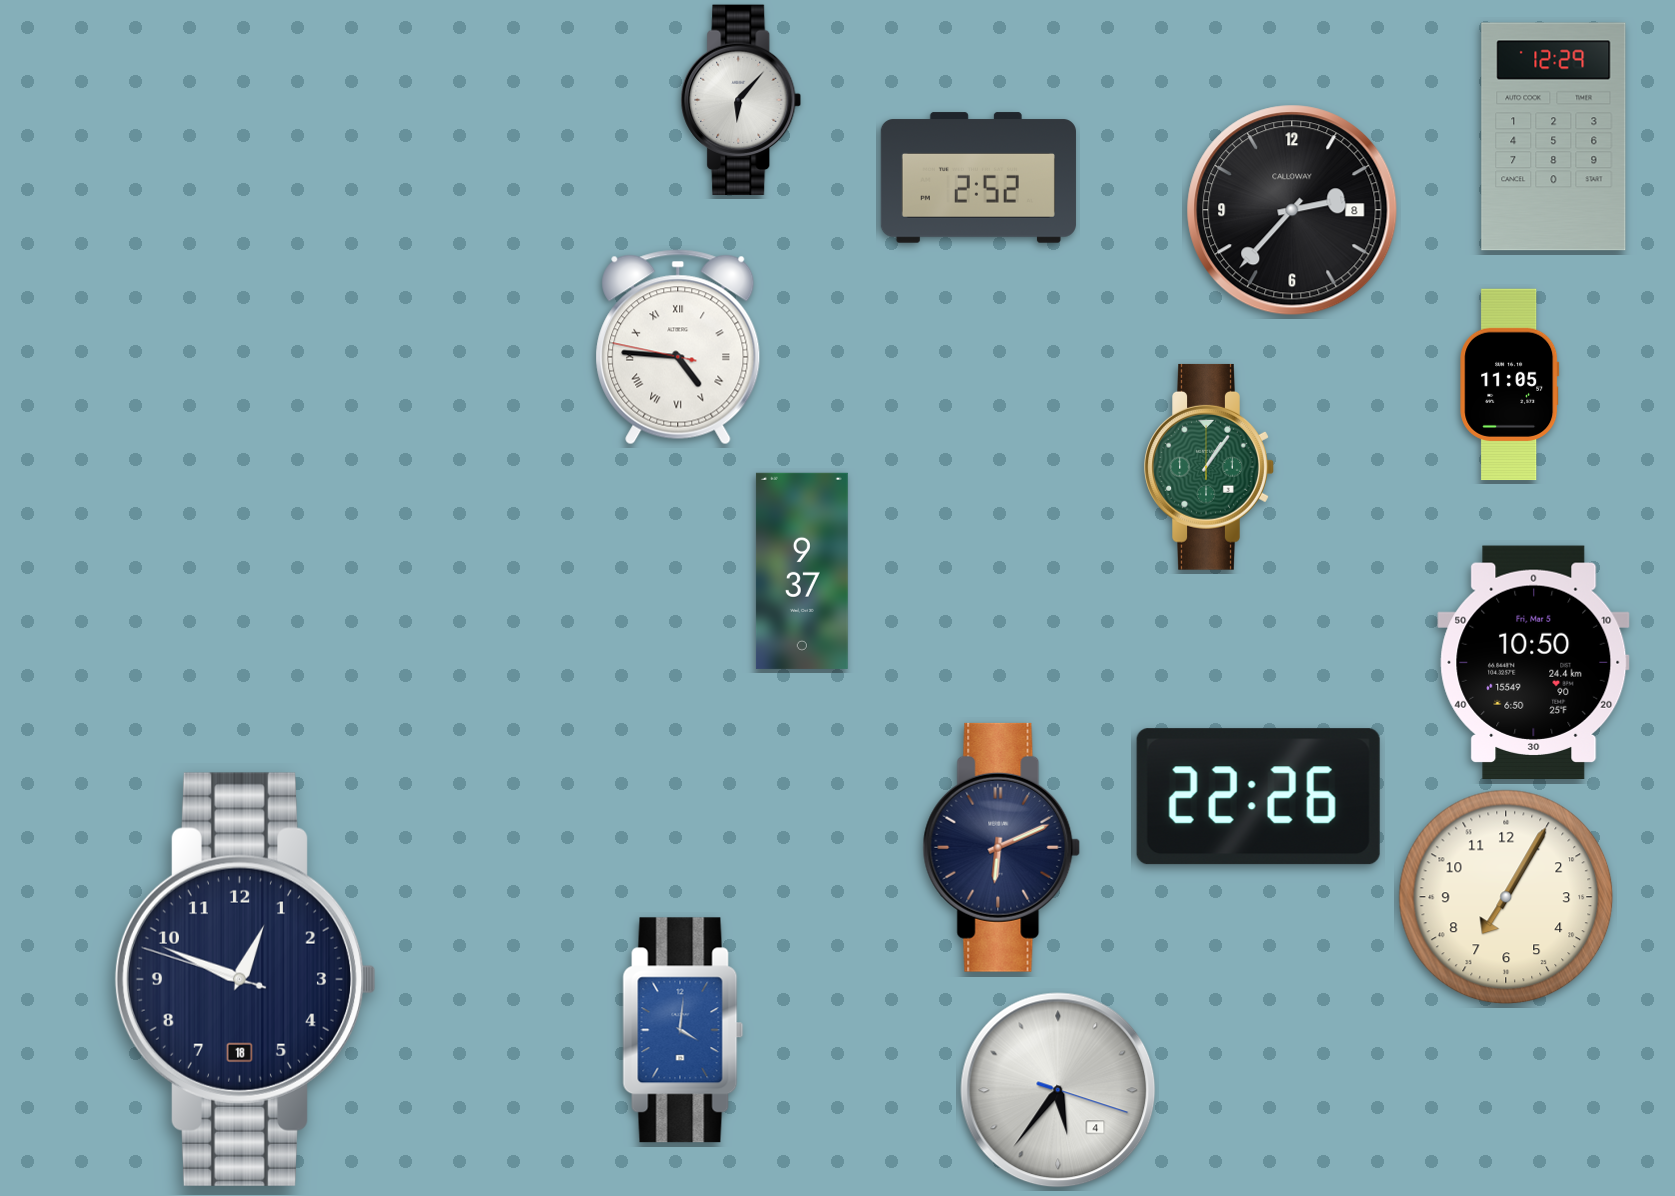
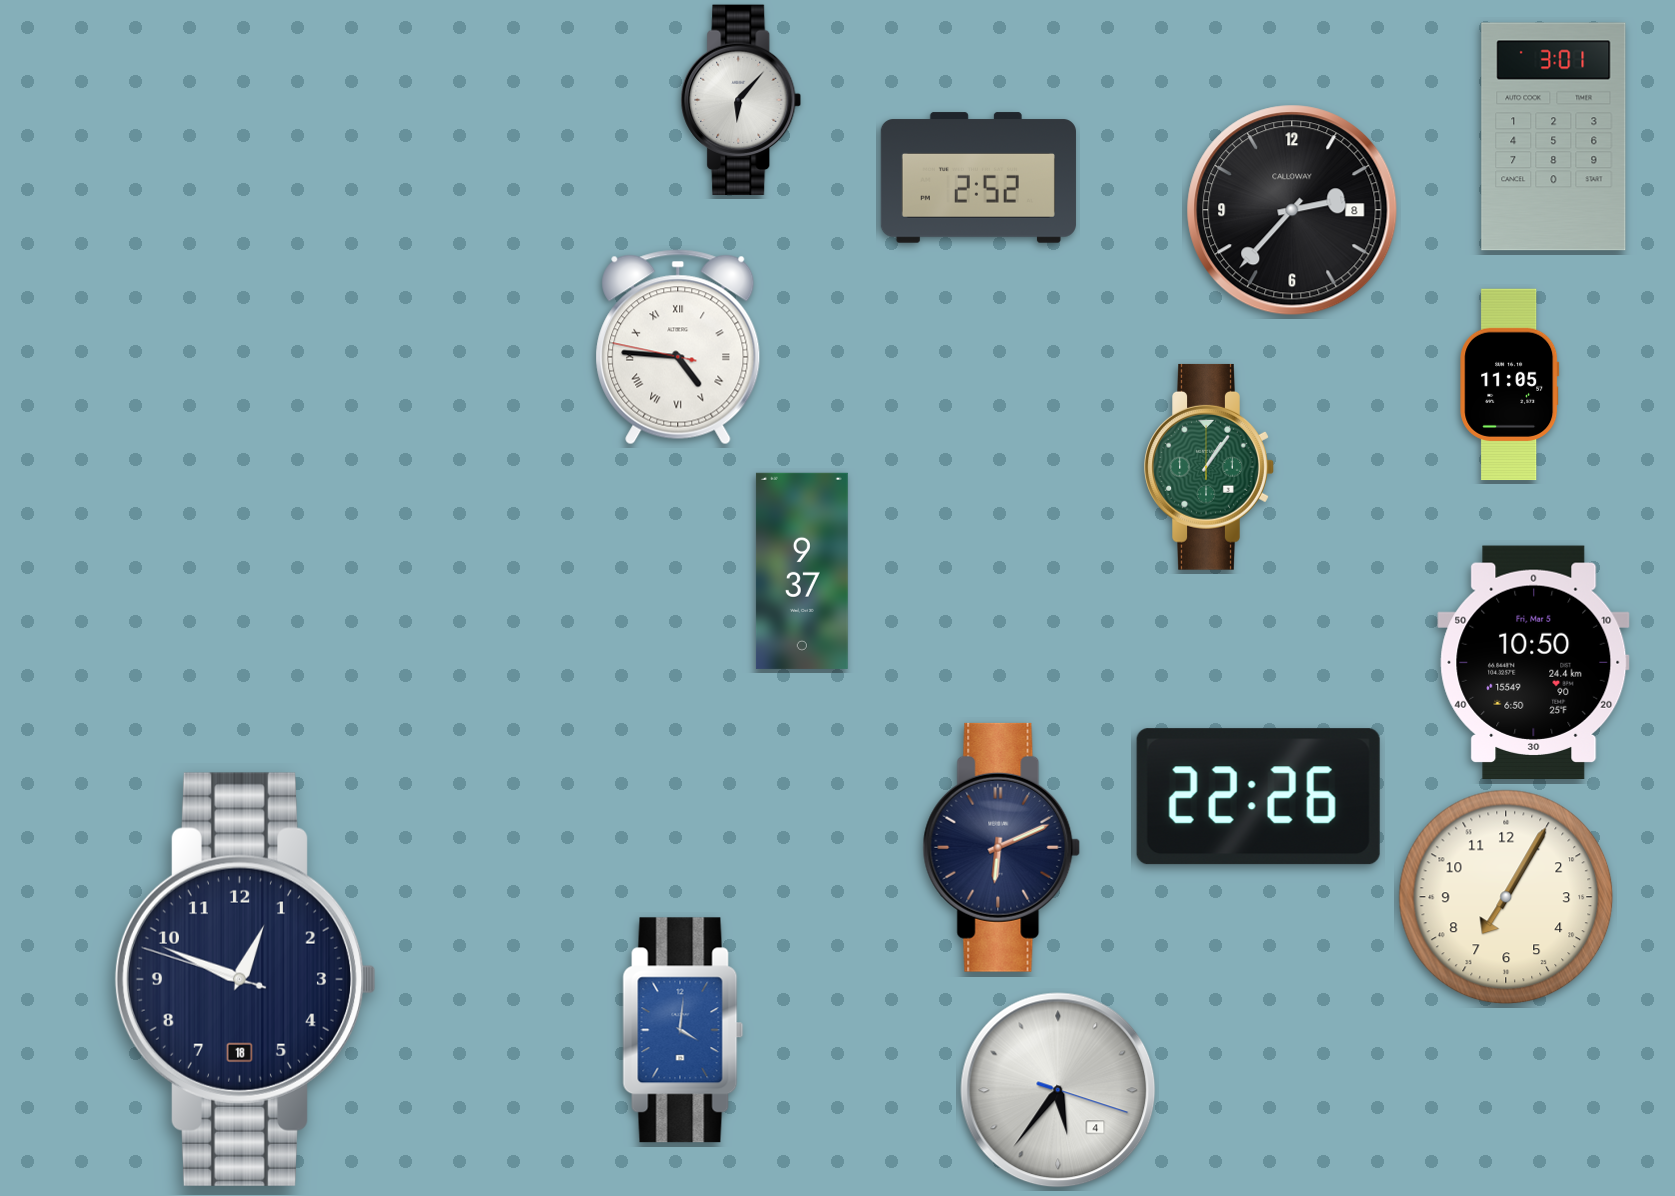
clock at (1554, 137): 12:29 -> 3:01
